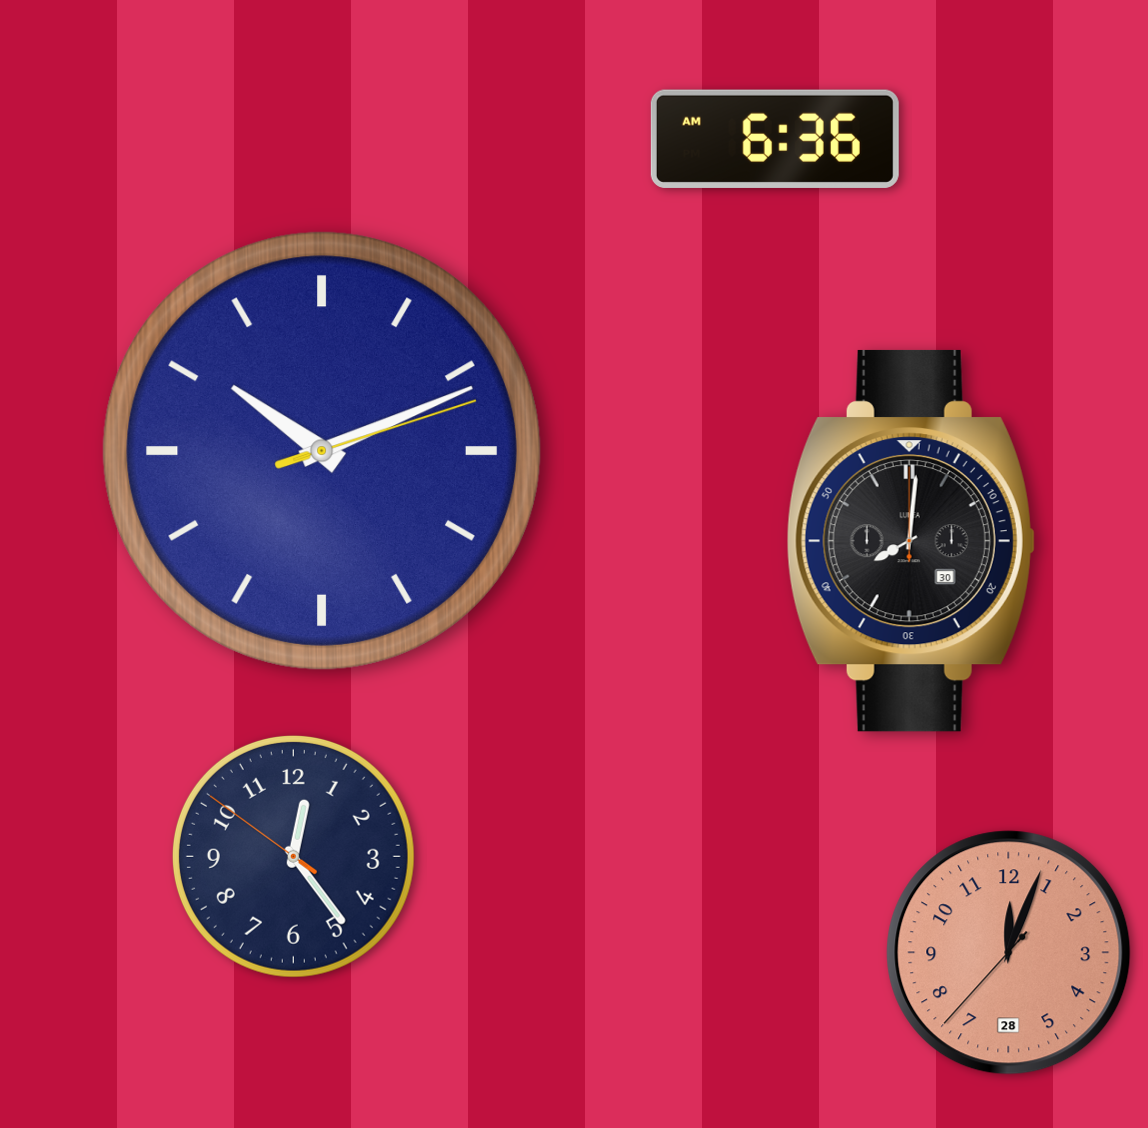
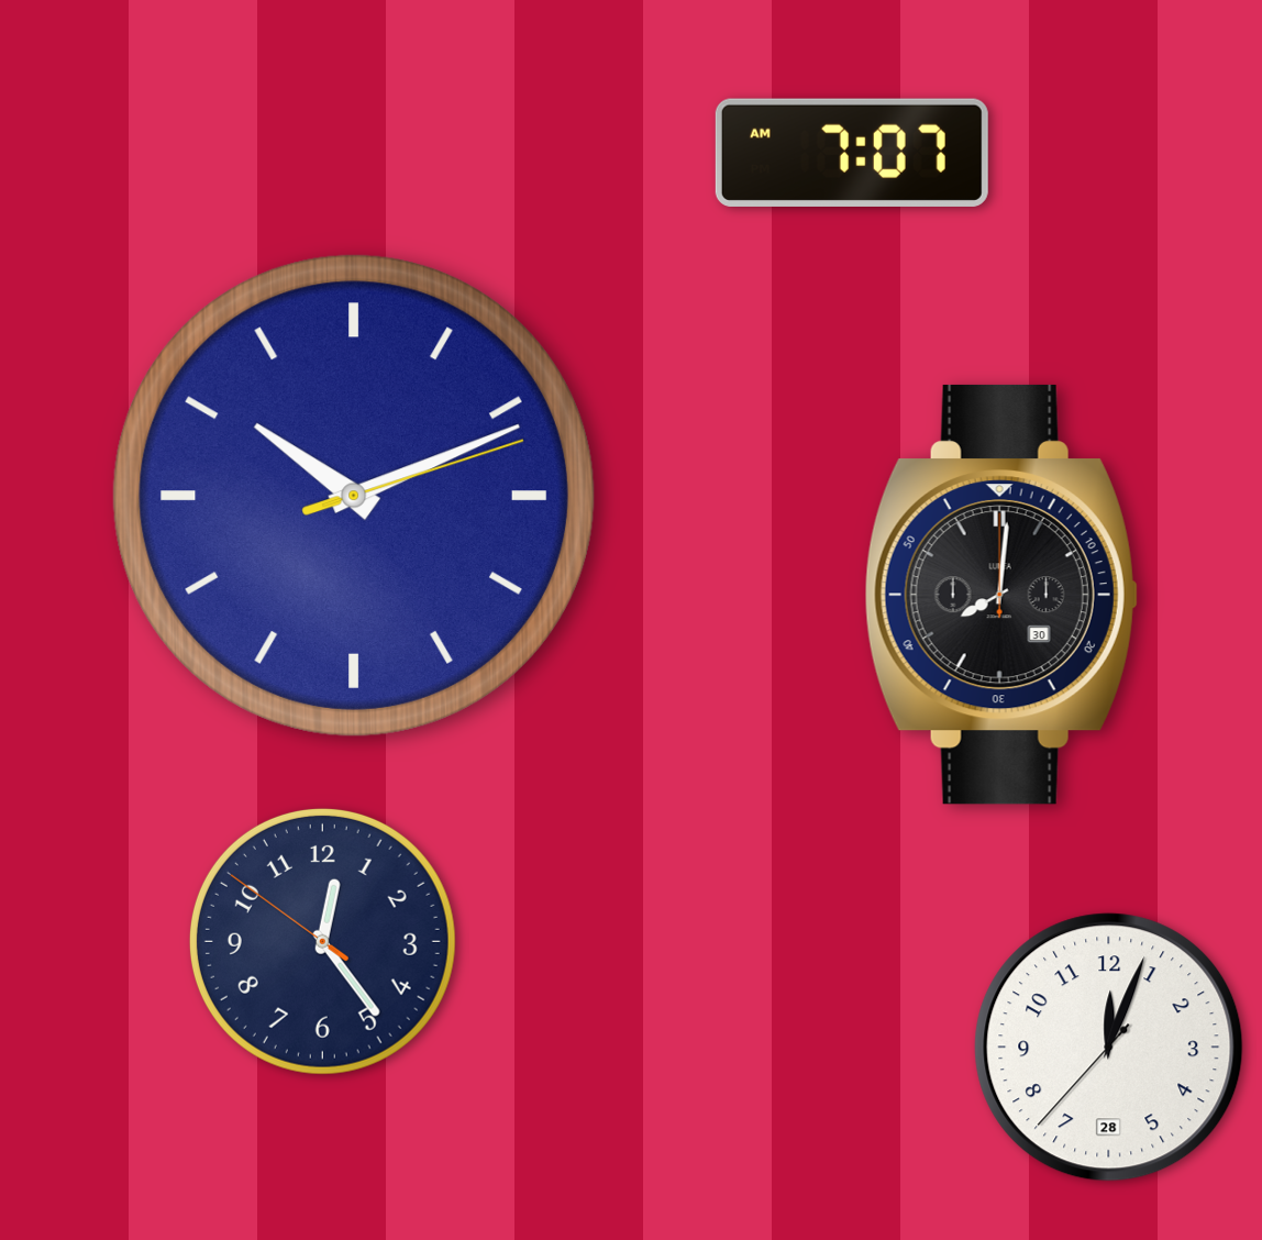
clock at (775, 139): 6:36 -> 7:07
clock at (1009, 953) dial: salmon -> white
